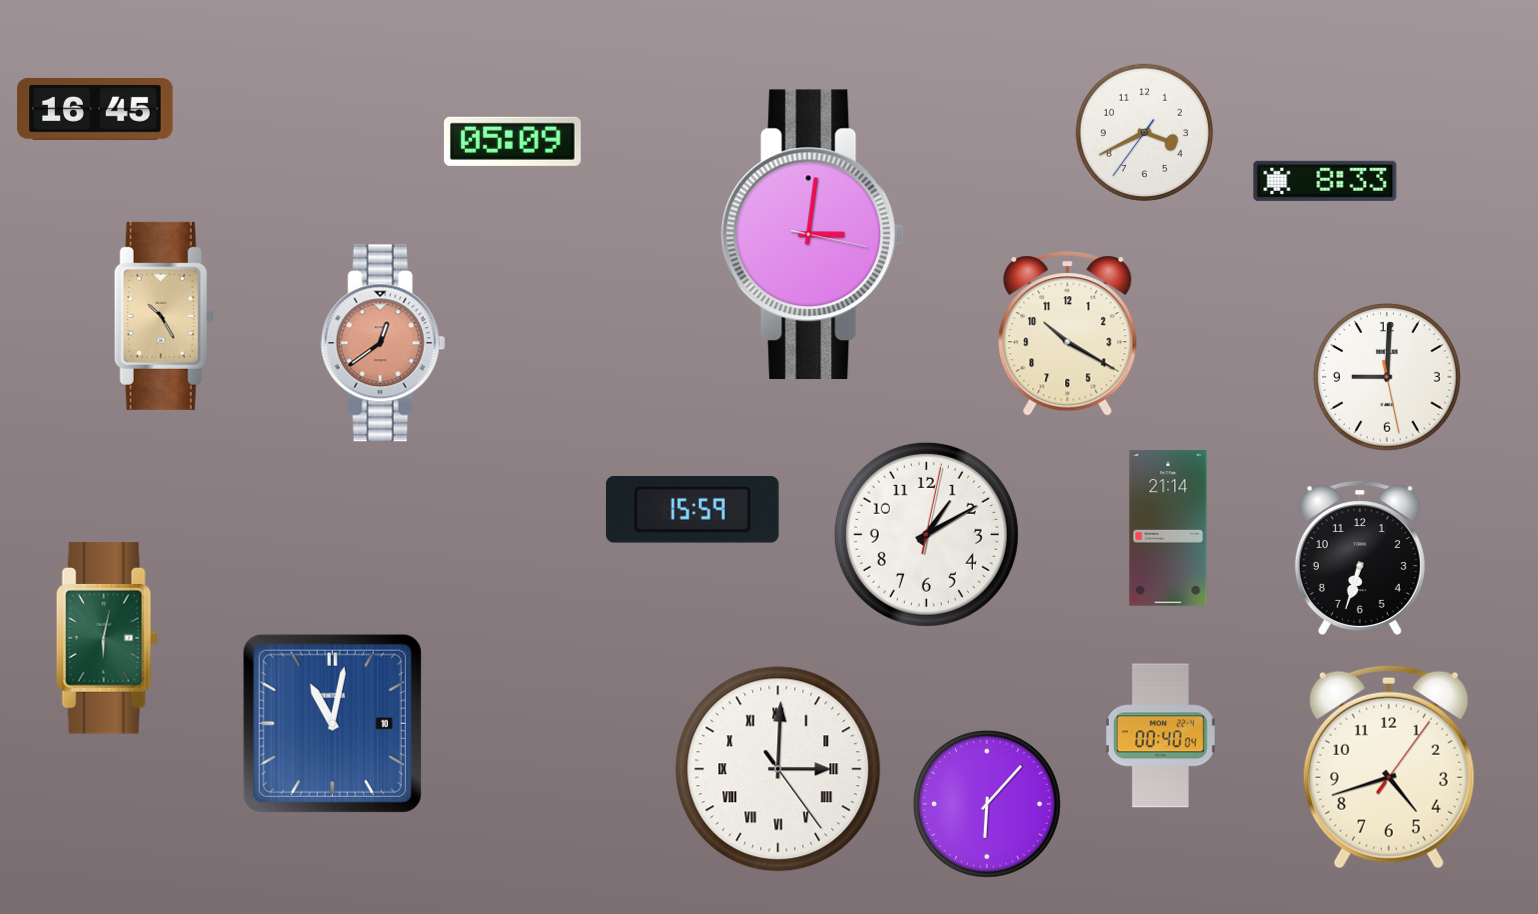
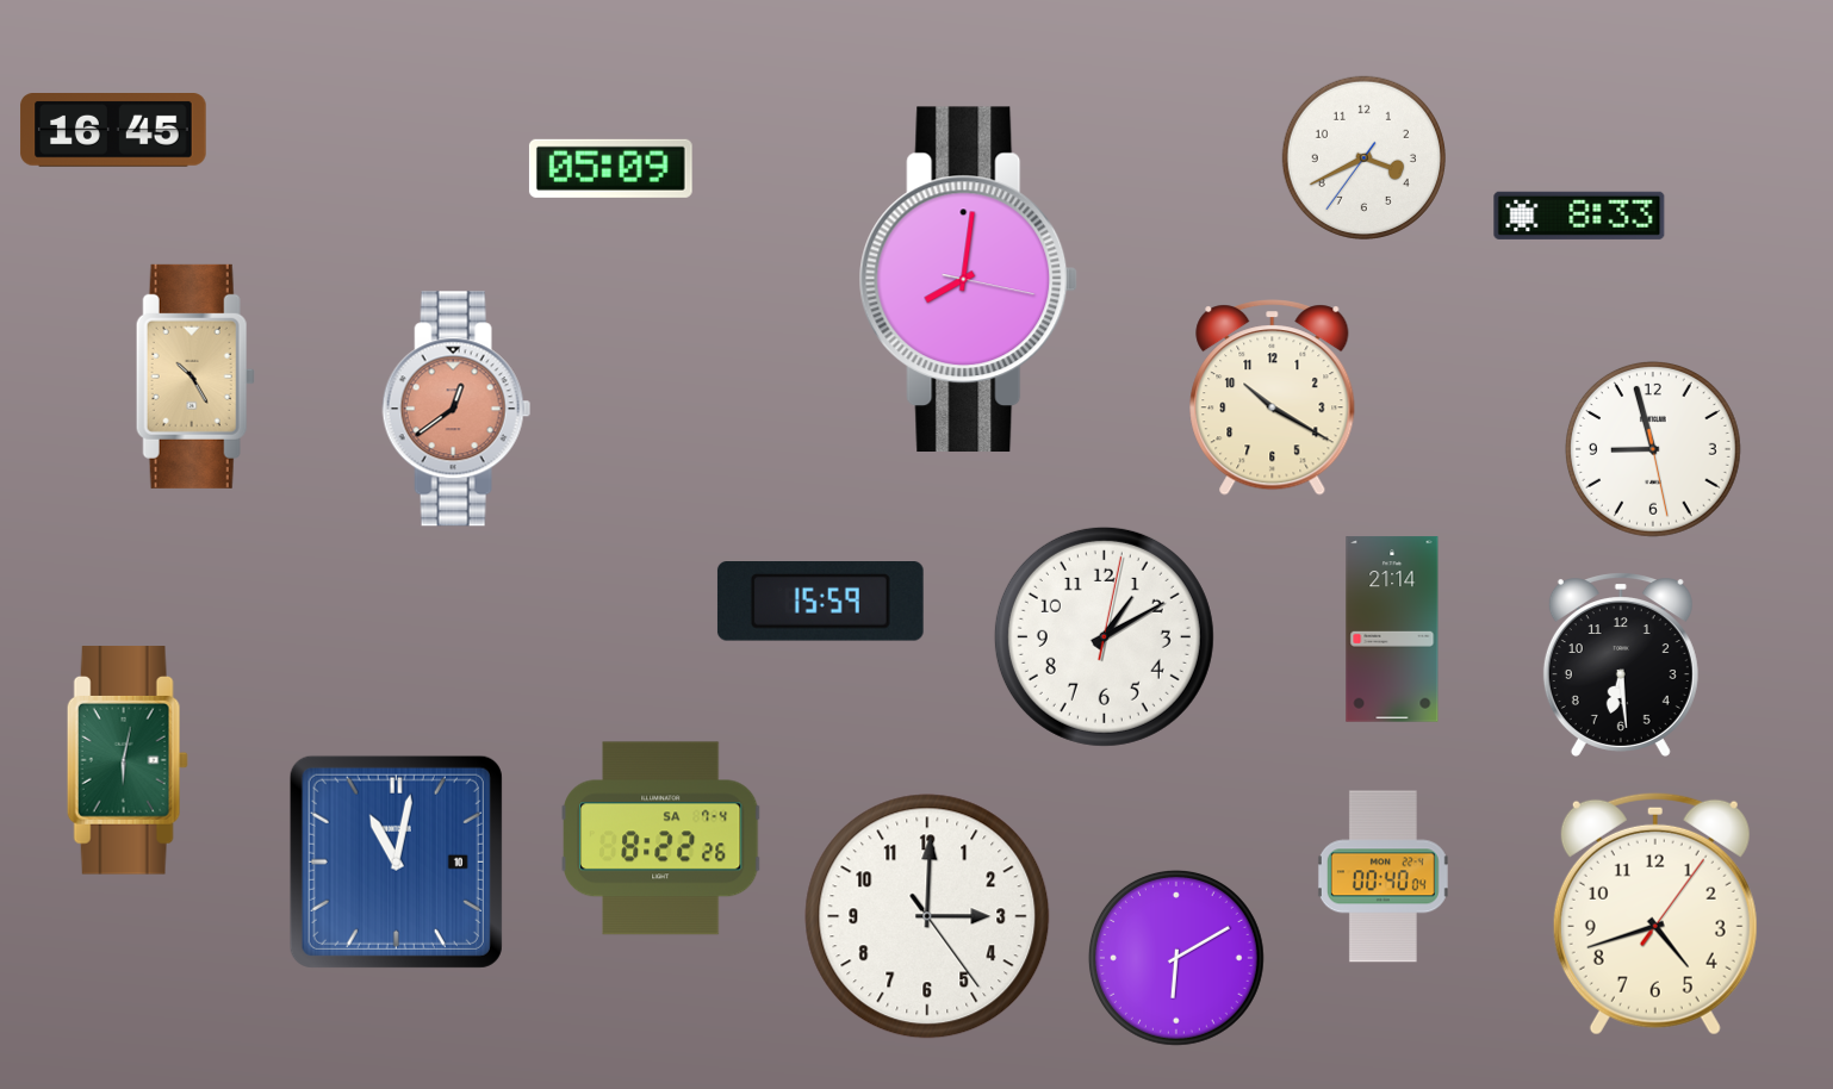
clock at (813, 235): 3:01 -> 8:01
clock at (1387, 377): 9:00 -> 8:57
clock at (692, 510) position: (692, 510) -> (820, 602)
clock at (1360, 558): 6:33 -> 6:29
clock at (661, 839): none -> 8:22
clock at (778, 769) numerals: Roman -> Arabic
clock at (987, 804): 6:07 -> 6:10
